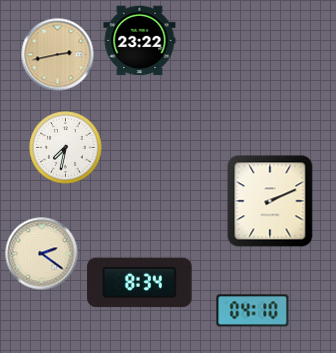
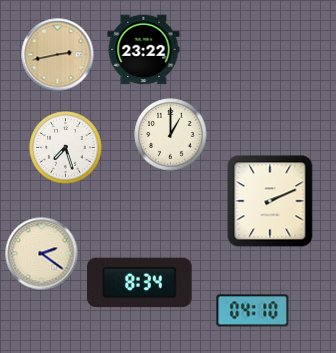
clock at (140, 41) position: (140, 41) -> (144, 50)
clock at (171, 135): none -> 1:00
clock at (66, 148): 7:32 -> 7:27
